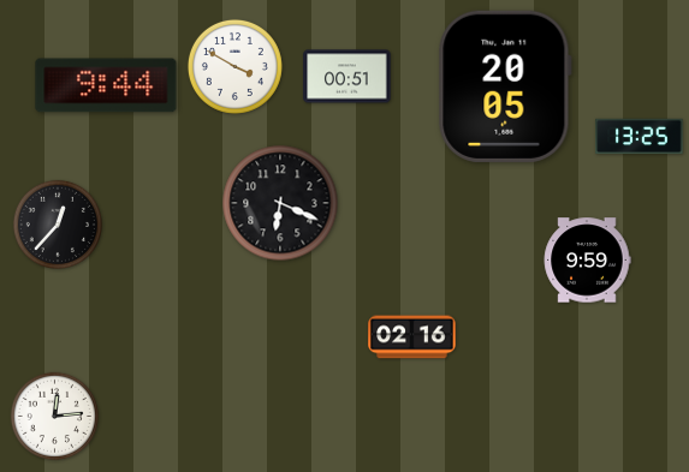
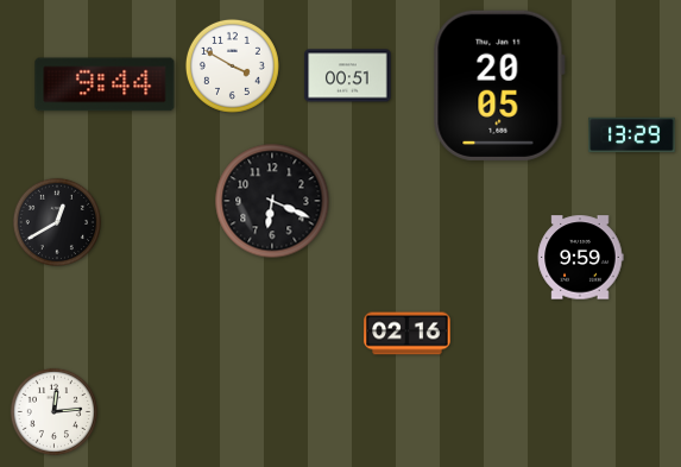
clock at (348, 77) position: (348, 77) -> (348, 76)
clock at (640, 137): 13:25 -> 13:29
clock at (280, 203) position: (280, 203) -> (272, 201)
clock at (58, 225): 12:37 -> 12:40
